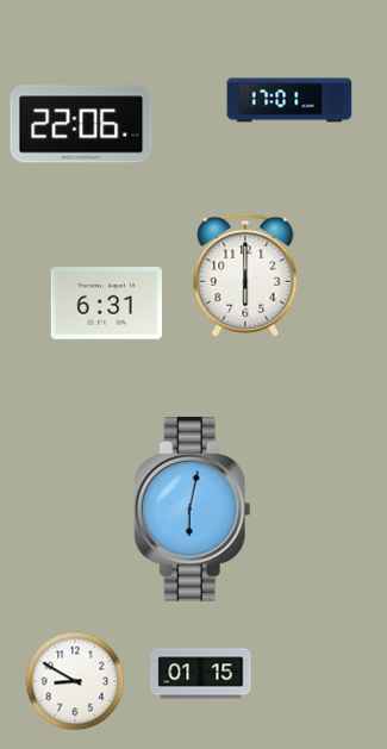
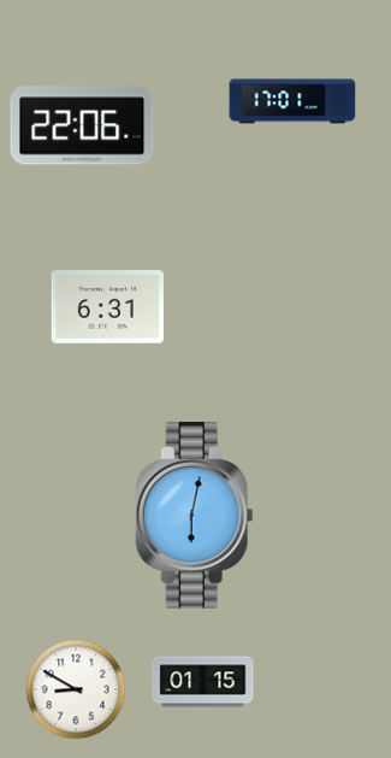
clock at (245, 275): 6:00 -> none
